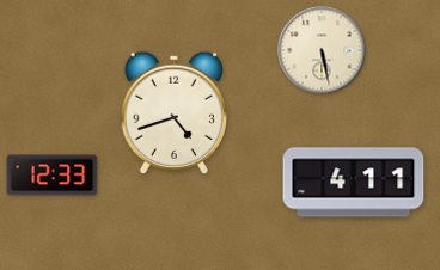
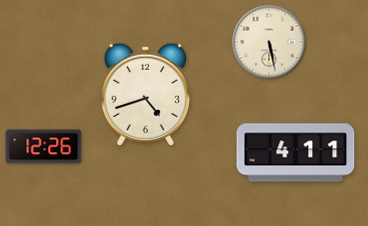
clock at (53, 176): 12:33 -> 12:26
